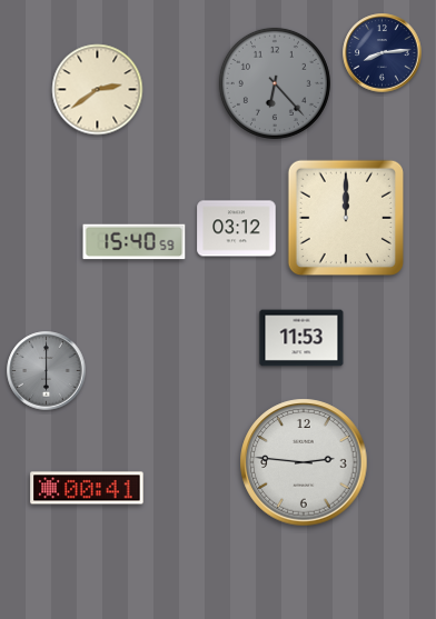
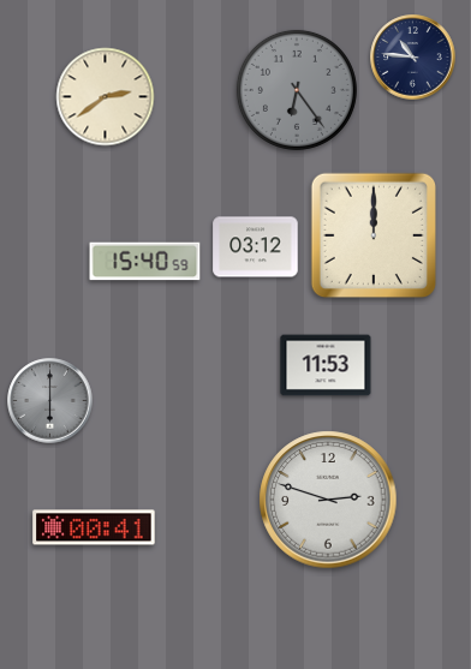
clock at (383, 53): 8:14 -> 10:46
clock at (275, 83): 6:23 -> 6:24
clock at (304, 462): 2:46 -> 2:48
